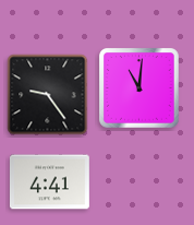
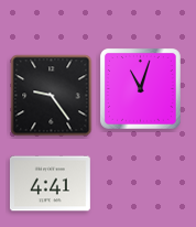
clock at (140, 88): 11:01 -> 11:03
clock at (48, 95) position: (48, 95) -> (52, 96)
